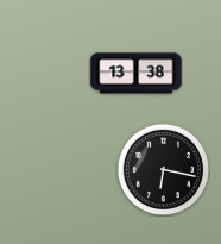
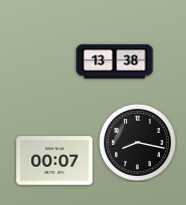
clock at (163, 169): 6:17 -> 8:17
clock at (55, 161): none -> 00:07
